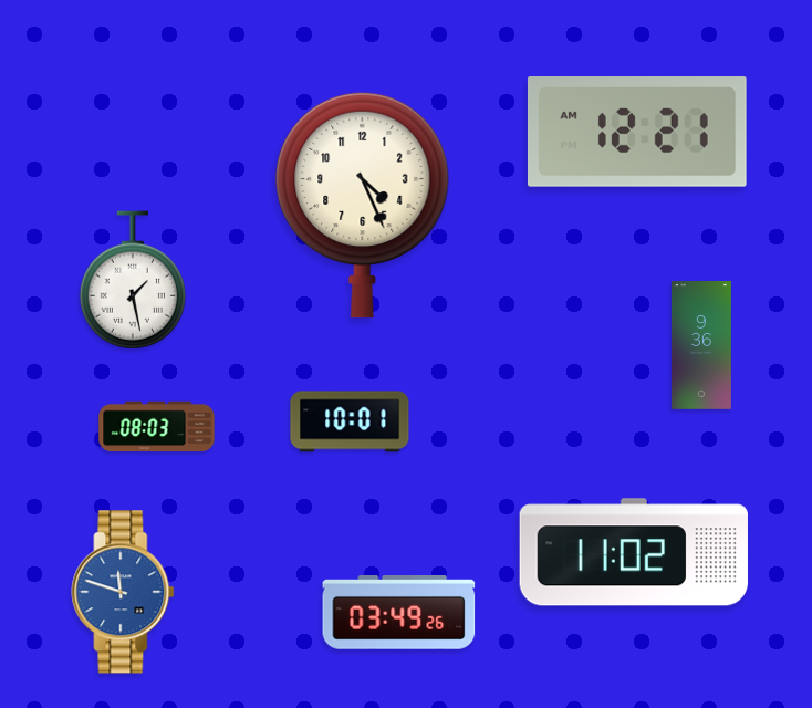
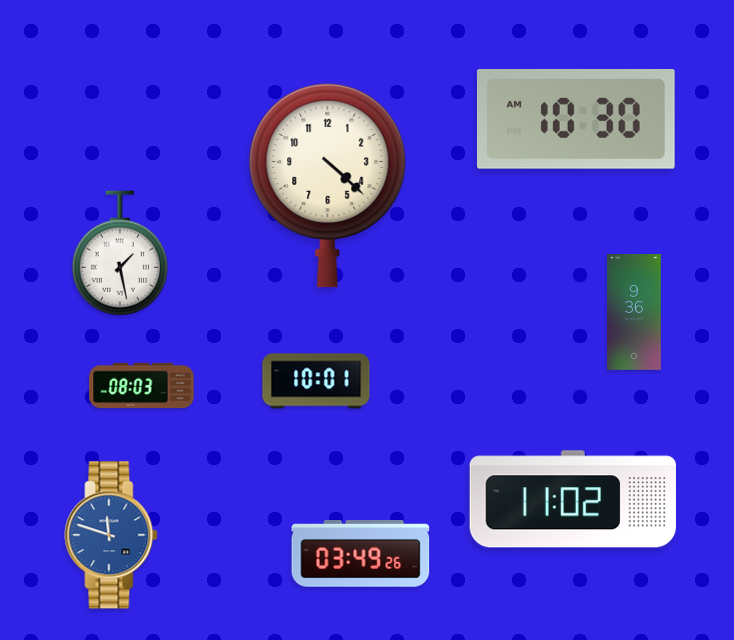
clock at (637, 133): 12:21 -> 10:30
clock at (363, 205): 4:26 -> 4:22
